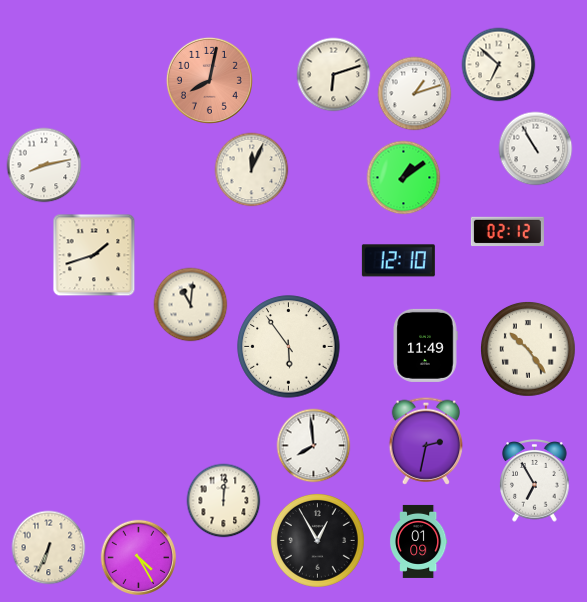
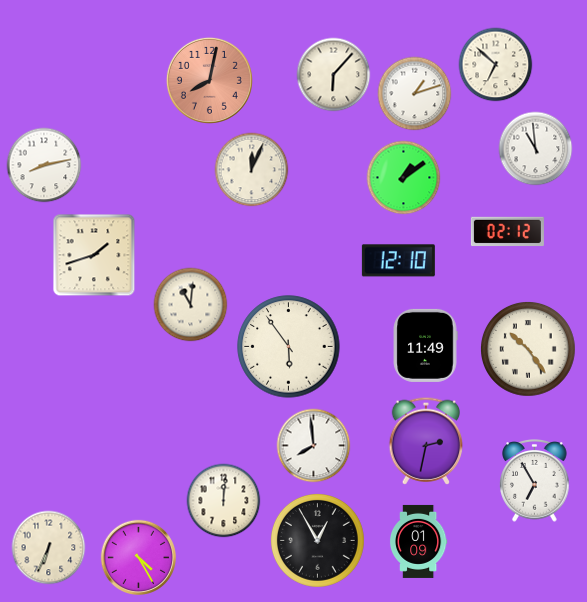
clock at (499, 65) position: (499, 65) -> (496, 65)
clock at (334, 75): 6:12 -> 6:07
clock at (536, 149): 10:55 -> 10:59
